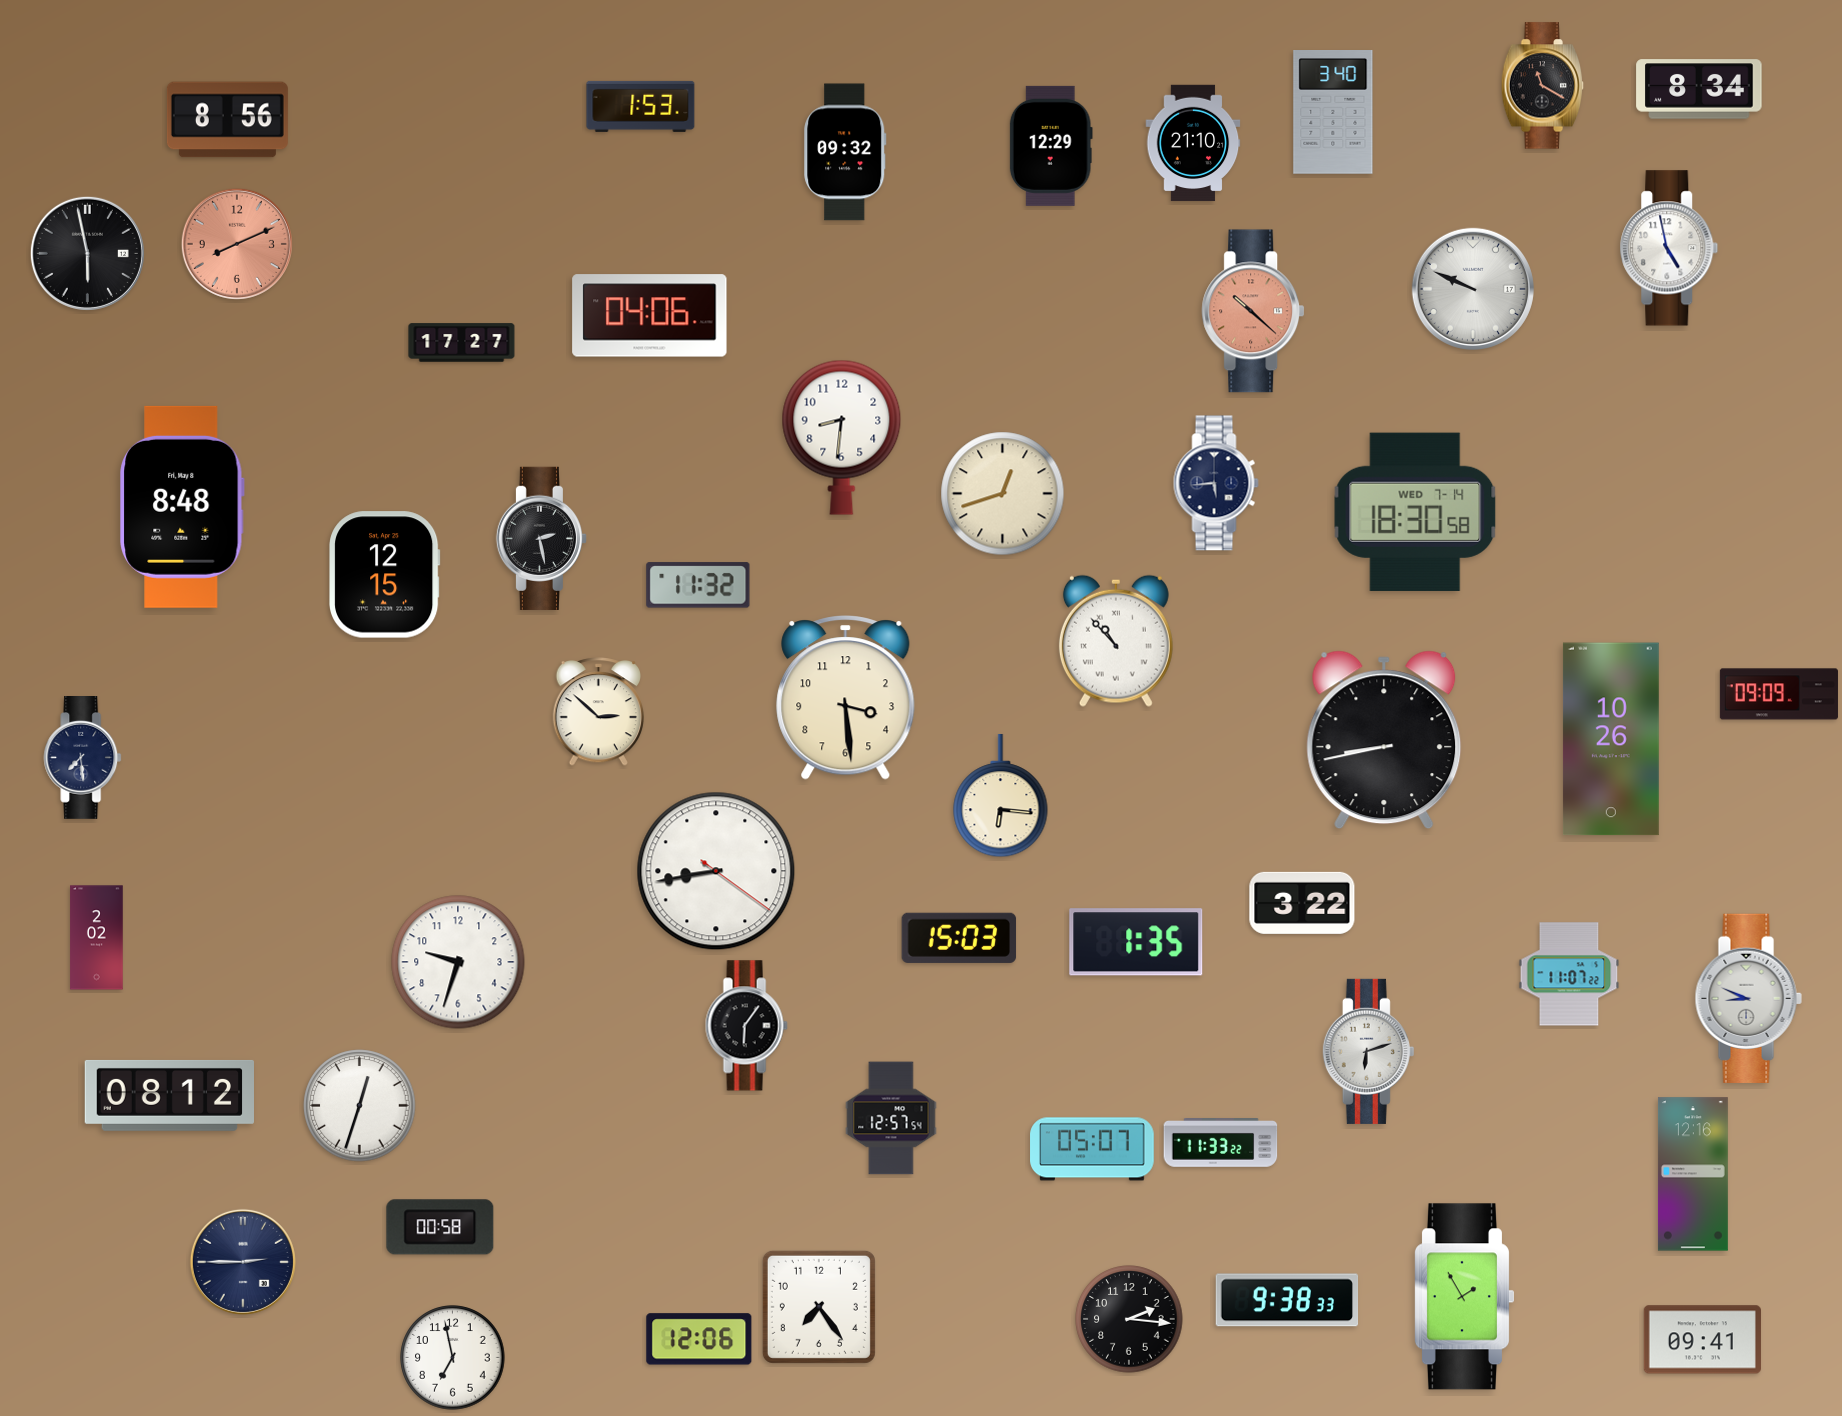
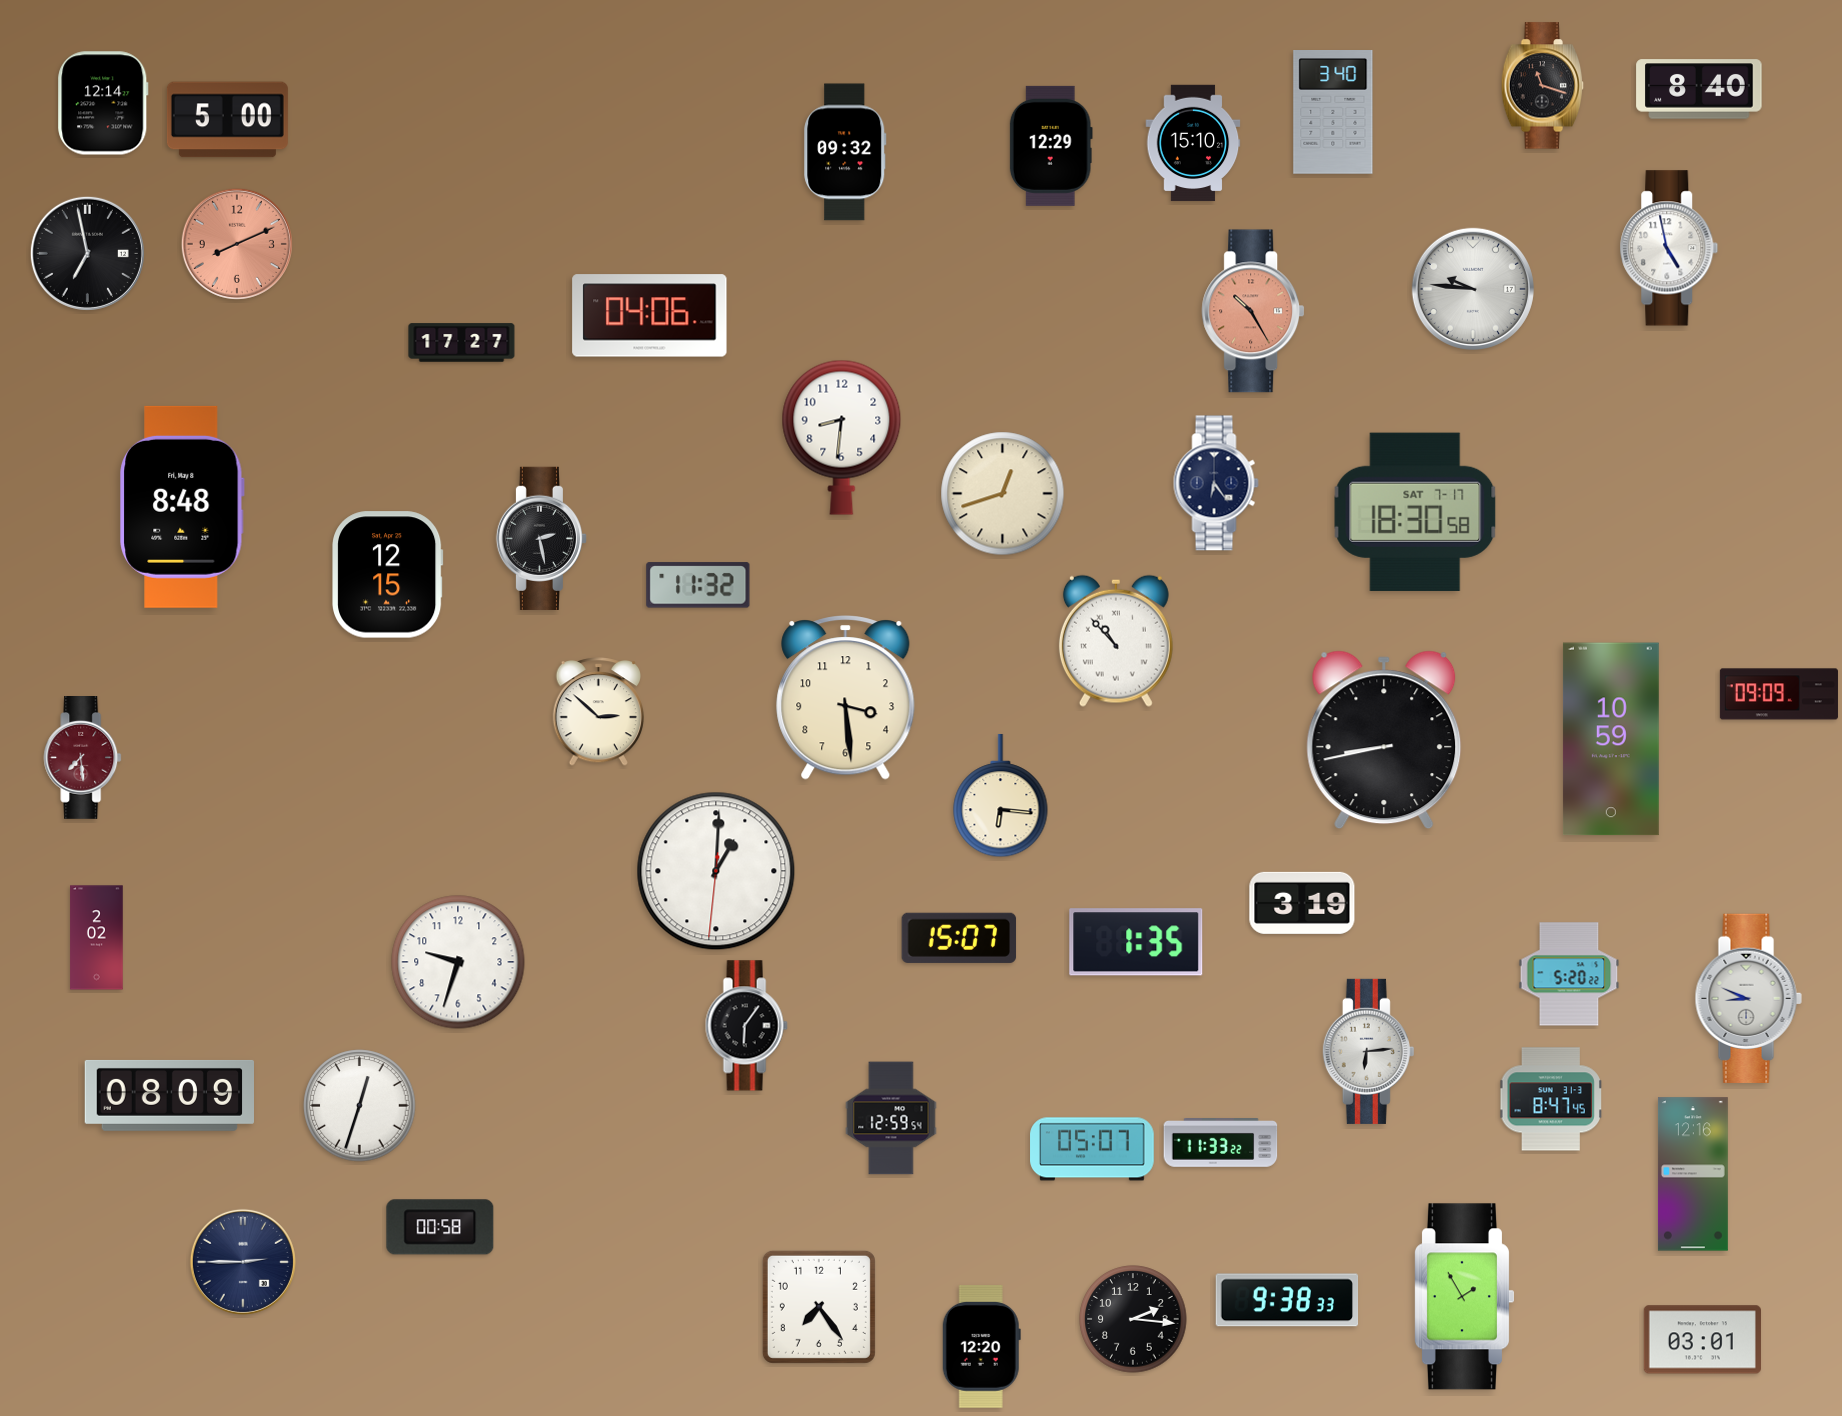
clock at (1543, 86): 11:20 -> 11:18
clock at (1699, 89): 8:34 -> 8:40
clock at (103, 103): none -> 12:14
clock at (641, 106): 1:53 -> none
clock at (227, 120): 8:56 -> 5:00
clock at (1193, 143): 21:10 -> 15:10
clock at (87, 253): 5:58 -> 6:58
clock at (1473, 289): 9:49 -> 9:46
clock at (1253, 311): 10:22 -> 10:25
clock at (1216, 483): 5:44 -> 6:24
clock at (1415, 512) date: WED 7-14 -> SAT 7-17
clock at (385, 575) position: (385, 575) -> (388, 575)
clock at (1611, 739): 10:26 -> 10:59
clock at (83, 758) dial: navy -> burgundy
clock at (716, 871): 8:43 -> 1:00
clock at (1302, 903): 3:22 -> 3:19
clock at (959, 938): 15:03 -> 15:07
clock at (1569, 974): 11:07 -> 5:20
clock at (1368, 1051): 6:12 -> 6:14
clock at (169, 1095): 08:12 -> 08:09
clock at (1551, 1099): none -> 8:47
clock at (891, 1118): 12:57 -> 12:59
clock at (1129, 1319) position: (1129, 1319) -> (1133, 1319)
clock at (699, 1339): 12:06 -> none
clock at (1702, 1340): 09:41 -> 03:01
clock at (981, 1346): none -> 12:20
clock at (453, 1358): 6:58 -> none
